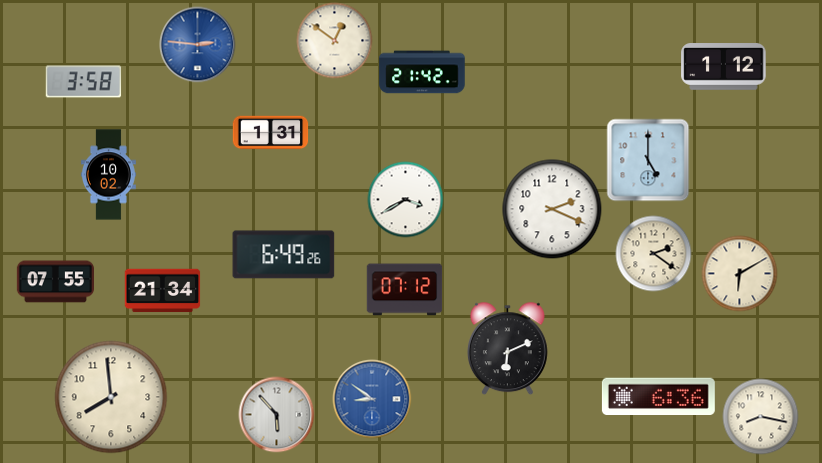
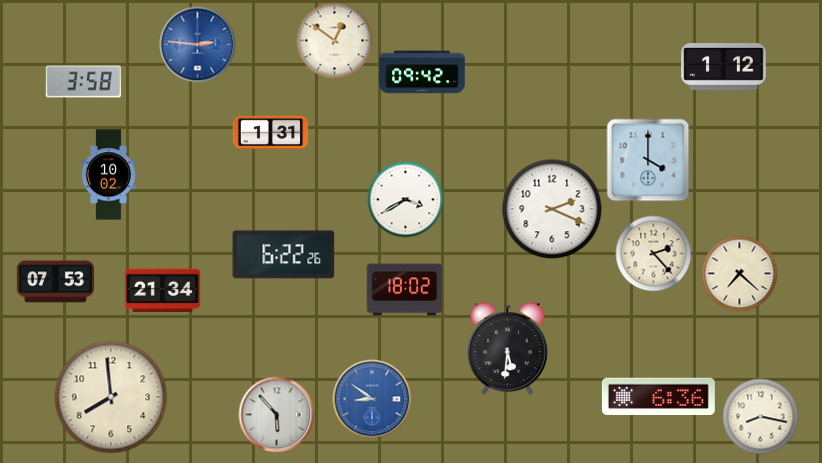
clock at (422, 72): 21:42 -> 09:42
clock at (648, 160): 5:00 -> 4:00
clock at (654, 254): 2:21 -> 2:23
clock at (284, 255): 6:49 -> 6:22
clock at (740, 274): 6:10 -> 7:22
clock at (55, 282): 07:55 -> 07:53
clock at (405, 290): 07:12 -> 18:02
clock at (507, 349): 6:11 -> 5:31
